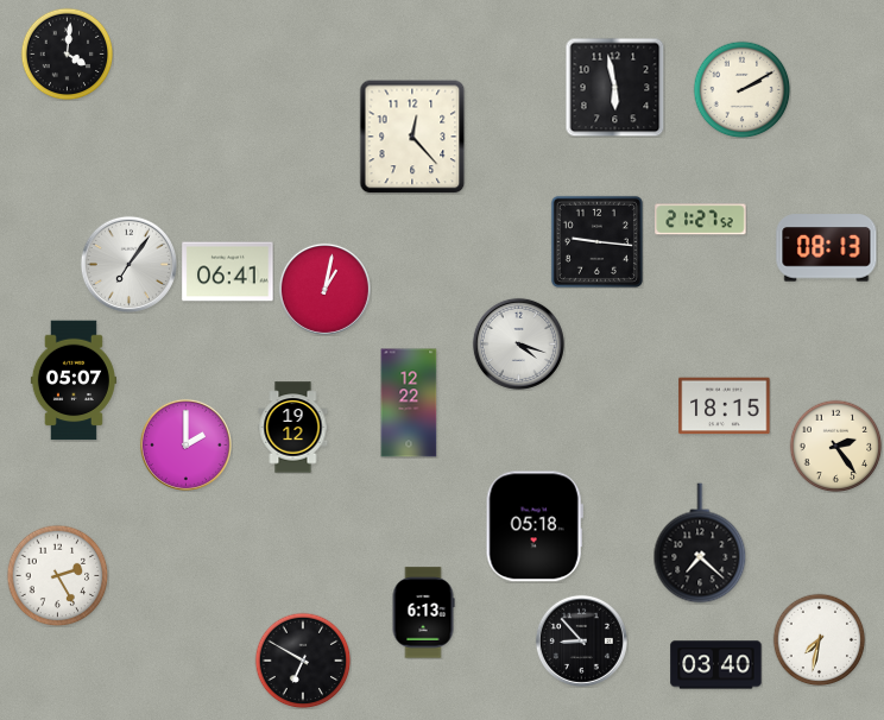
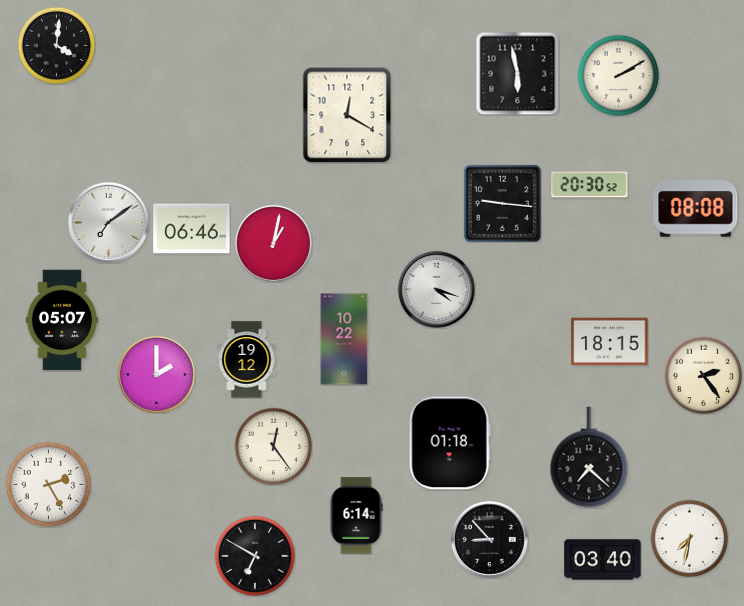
clock at (741, 89) position: (741, 89) -> (618, 75)
clock at (412, 137): 12:23 -> 12:20
clock at (701, 220): 21:27 -> 20:30
clock at (827, 248): 08:13 -> 08:08
clock at (128, 264): 7:06 -> 7:09
clock at (228, 272): 06:41 -> 06:46
clock at (409, 403): 12:22 -> 10:22
clock at (535, 526): 05:18 -> 01:18
clock at (273, 446): none -> 12:24
clock at (423, 613): 6:13 -> 6:14
